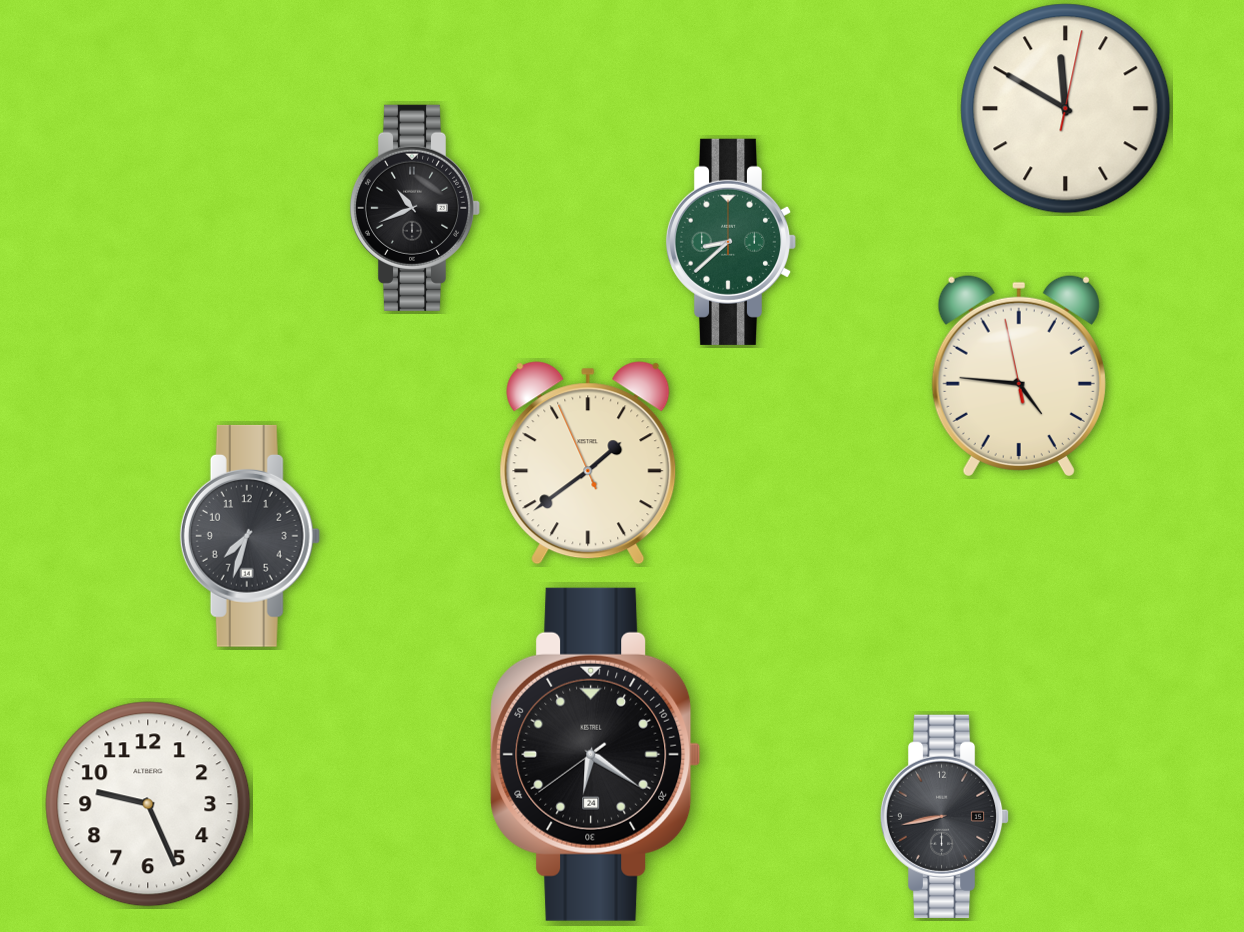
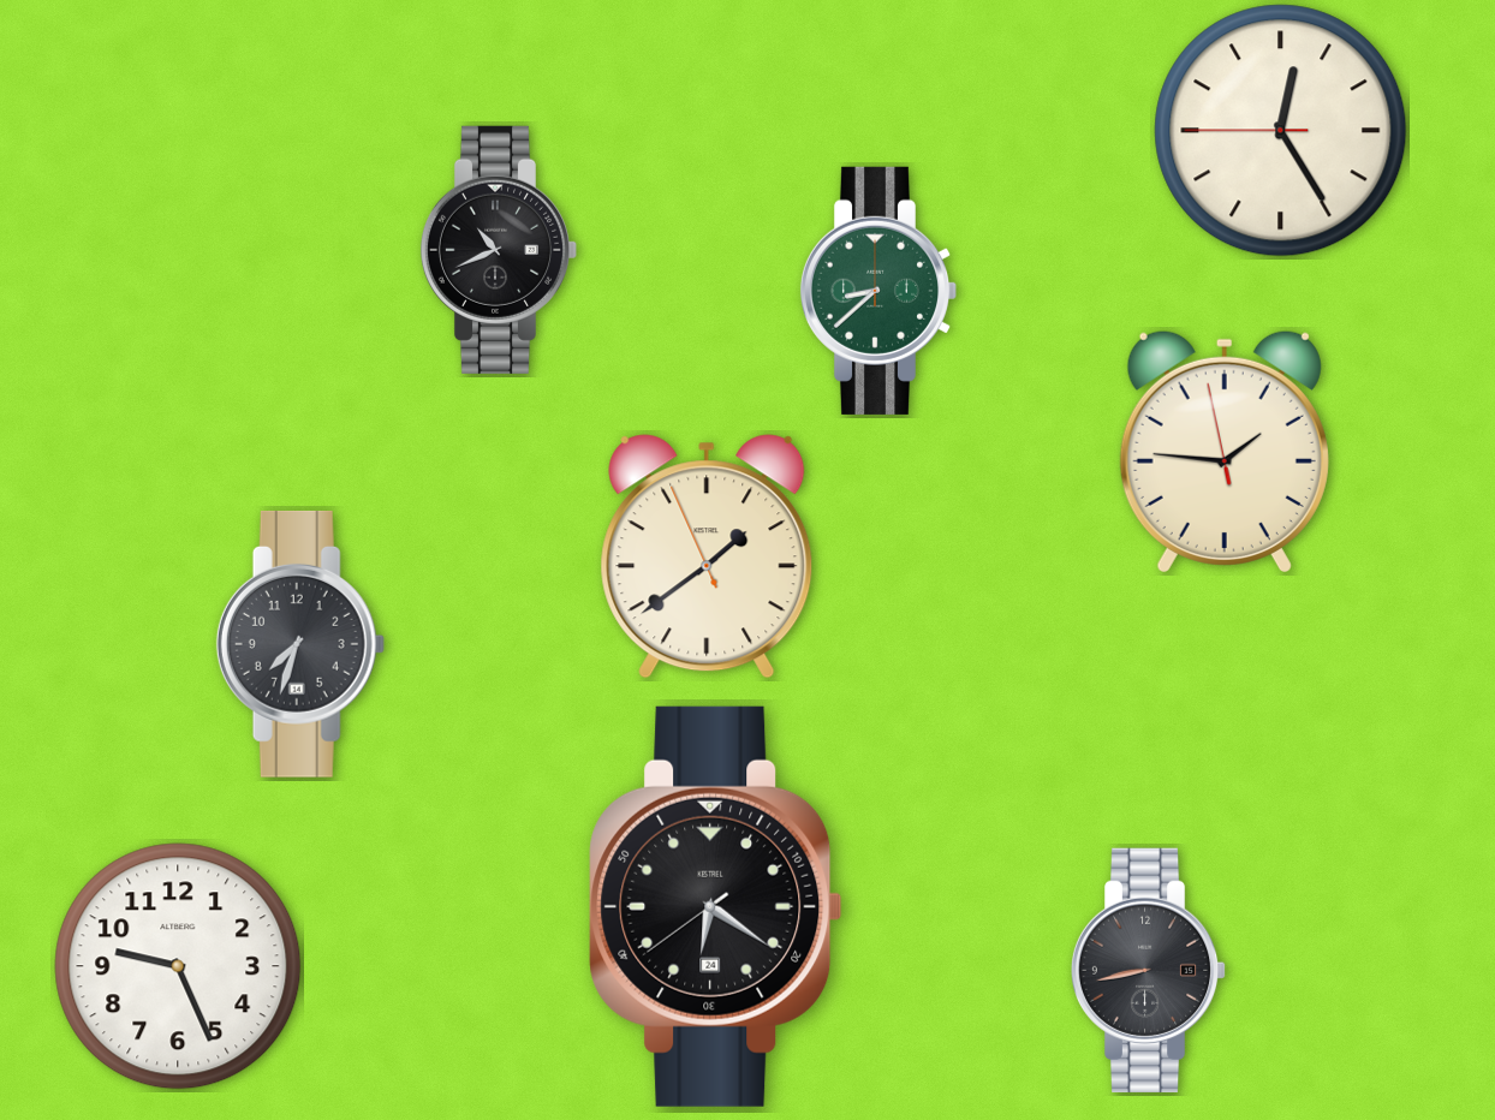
clock at (1066, 109): 11:50 -> 12:24
clock at (1019, 375): 4:45 -> 1:45
clock at (945, 816) position: (945, 816) -> (1149, 970)
